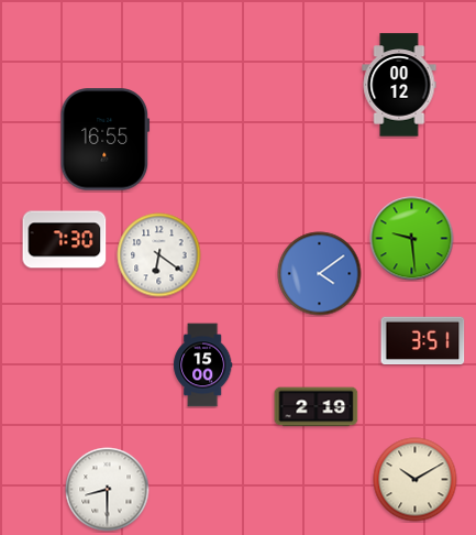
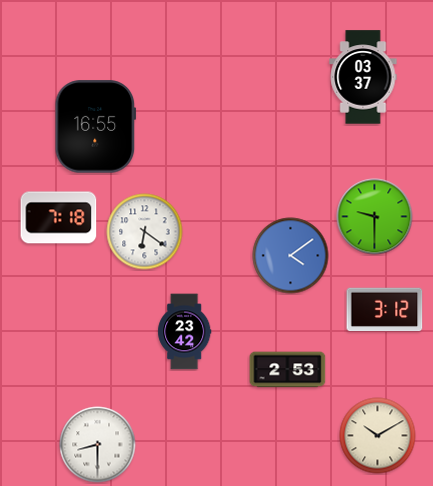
clock at (399, 85): 00:12 -> 03:37
clock at (412, 239): 9:29 -> 9:30
clock at (65, 240): 7:30 -> 7:18
clock at (320, 274) position: (320, 274) -> (291, 256)
clock at (423, 341): 3:51 -> 3:12
clock at (203, 365): 15:00 -> 23:42
clock at (317, 407): 2:19 -> 2:53
